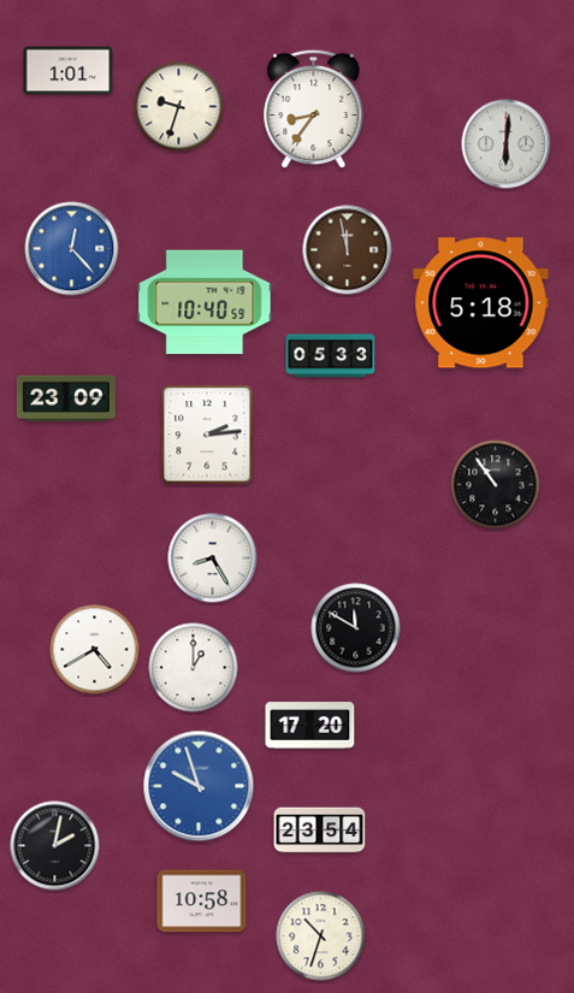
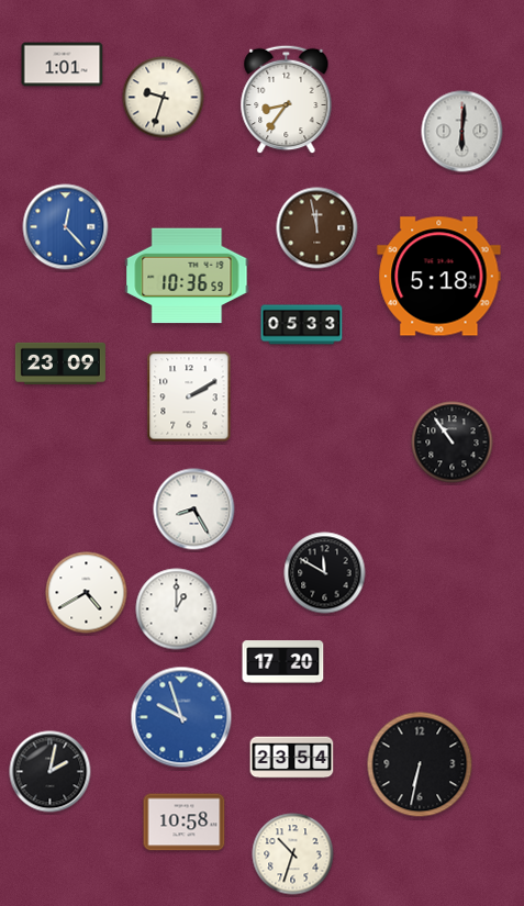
clock at (205, 302): 10:40 -> 10:36
clock at (207, 435): 2:14 -> 2:10
clock at (420, 764): none -> 6:32
